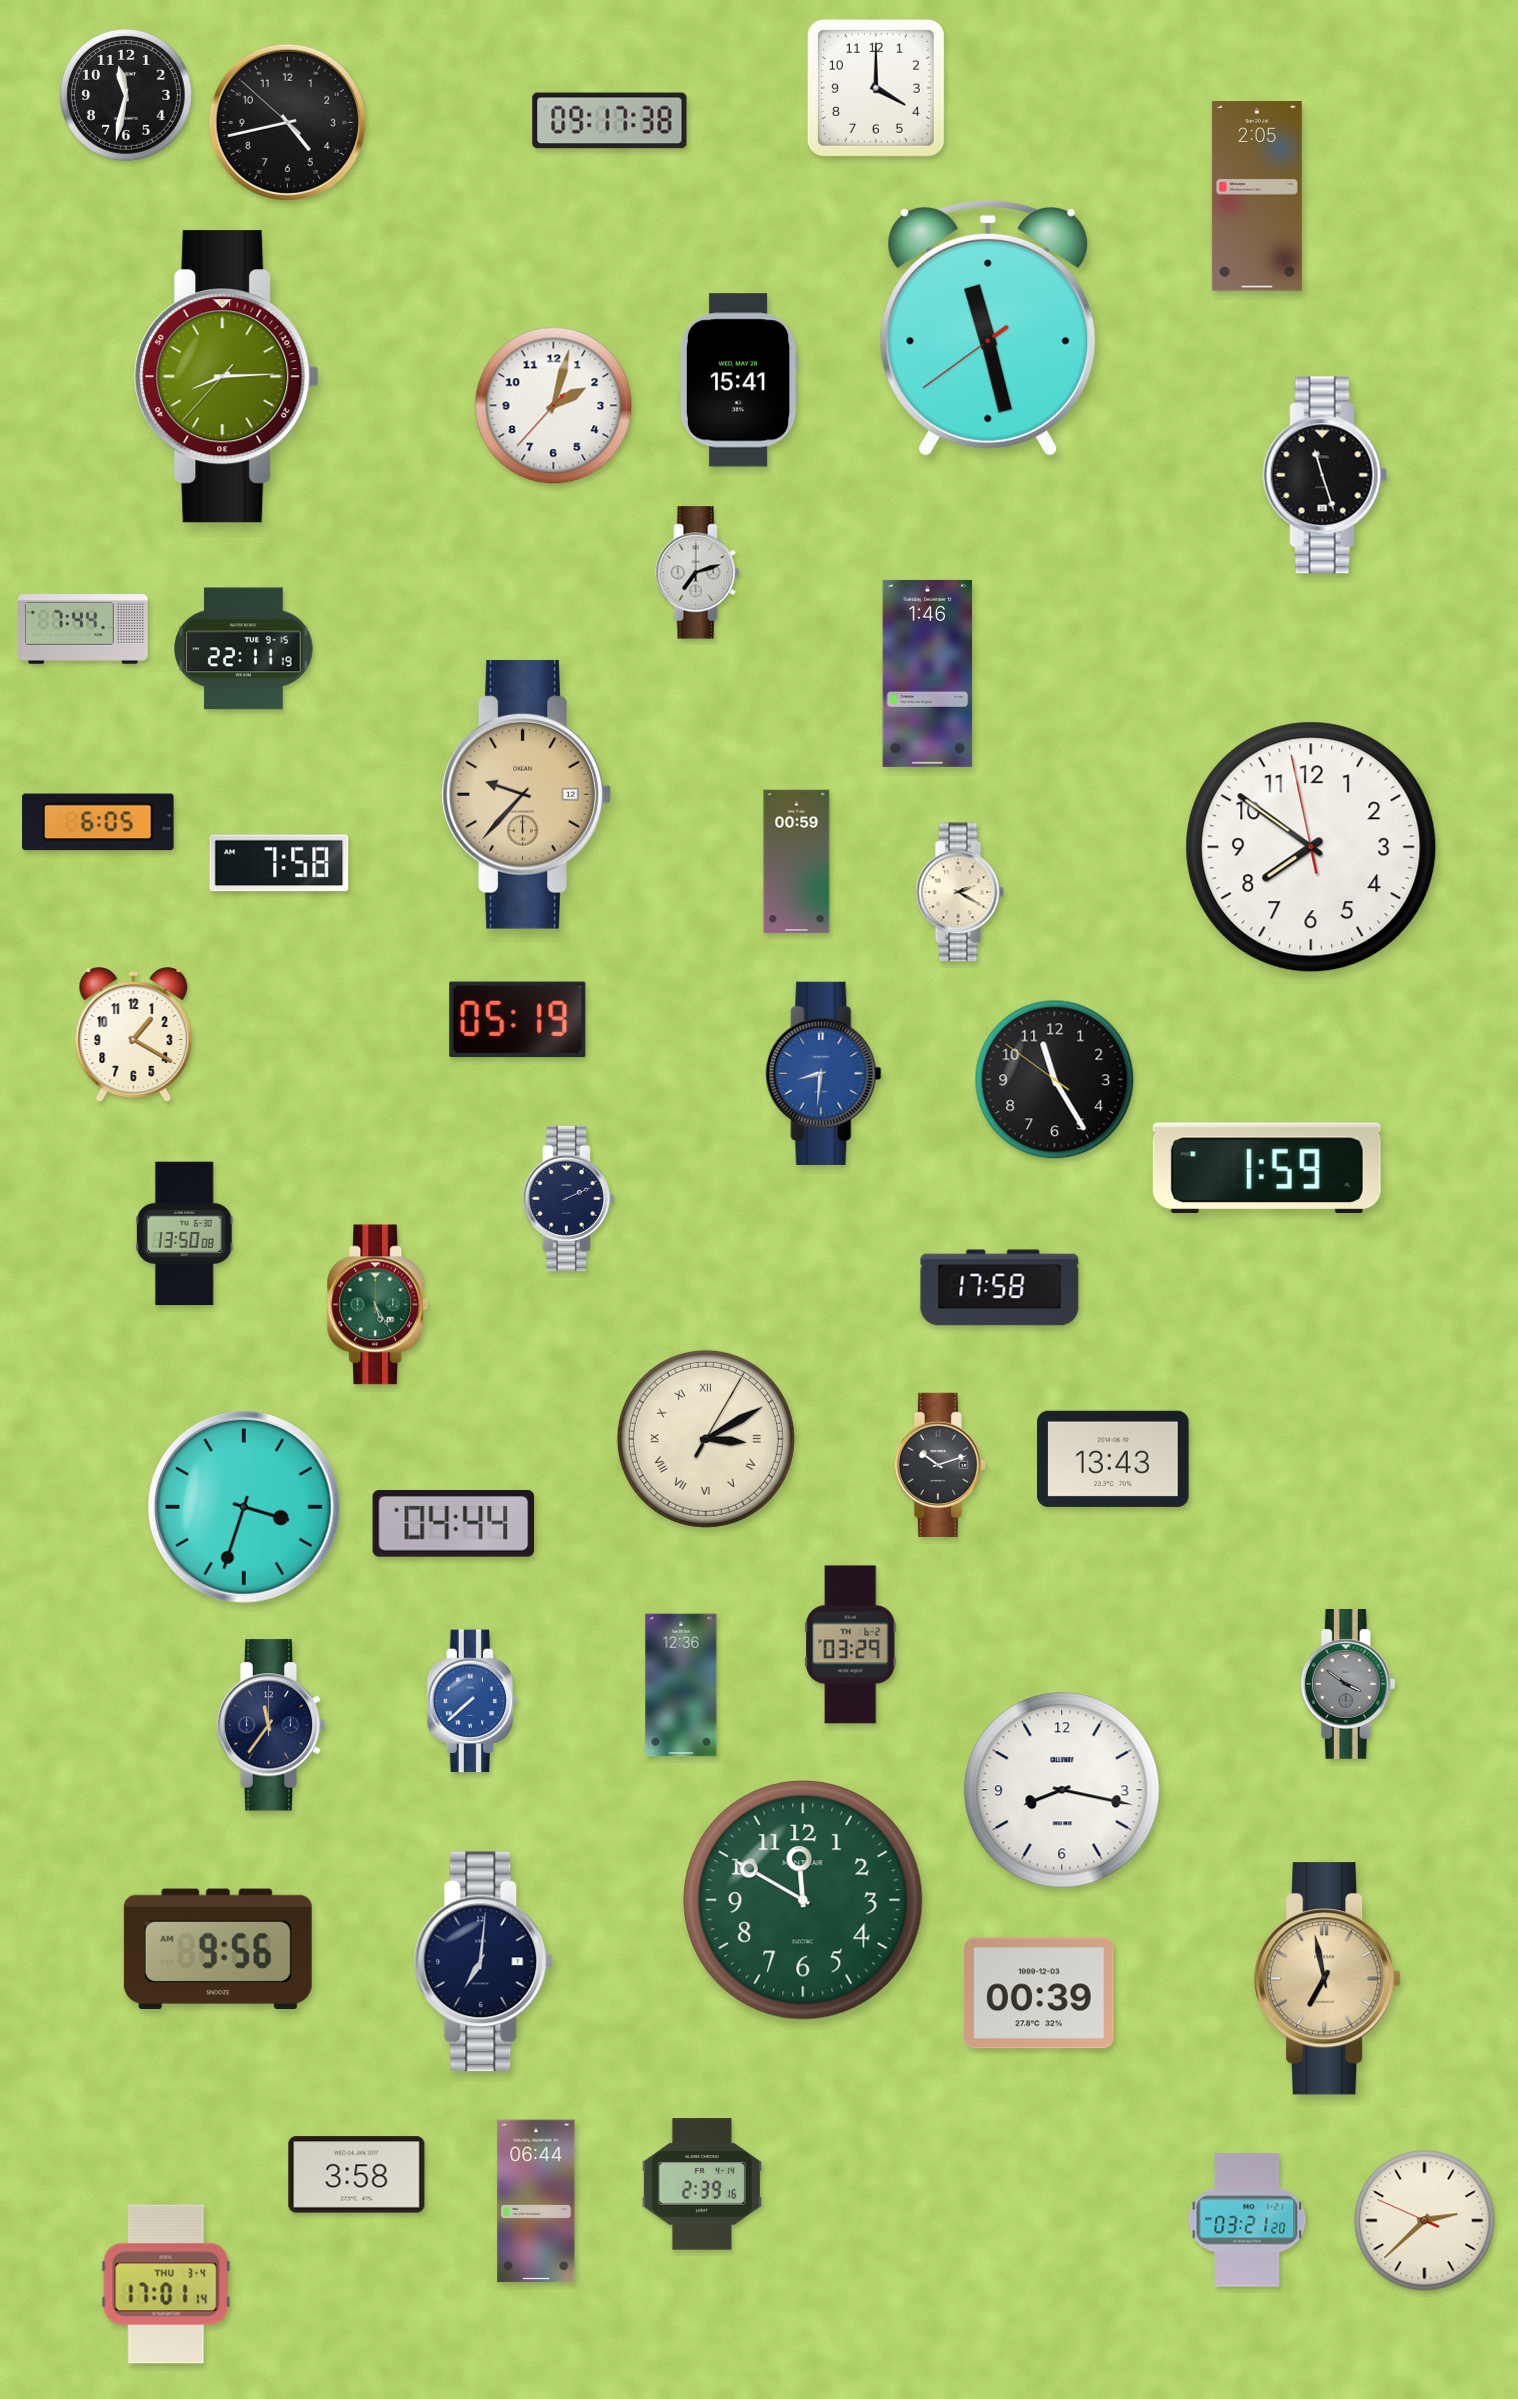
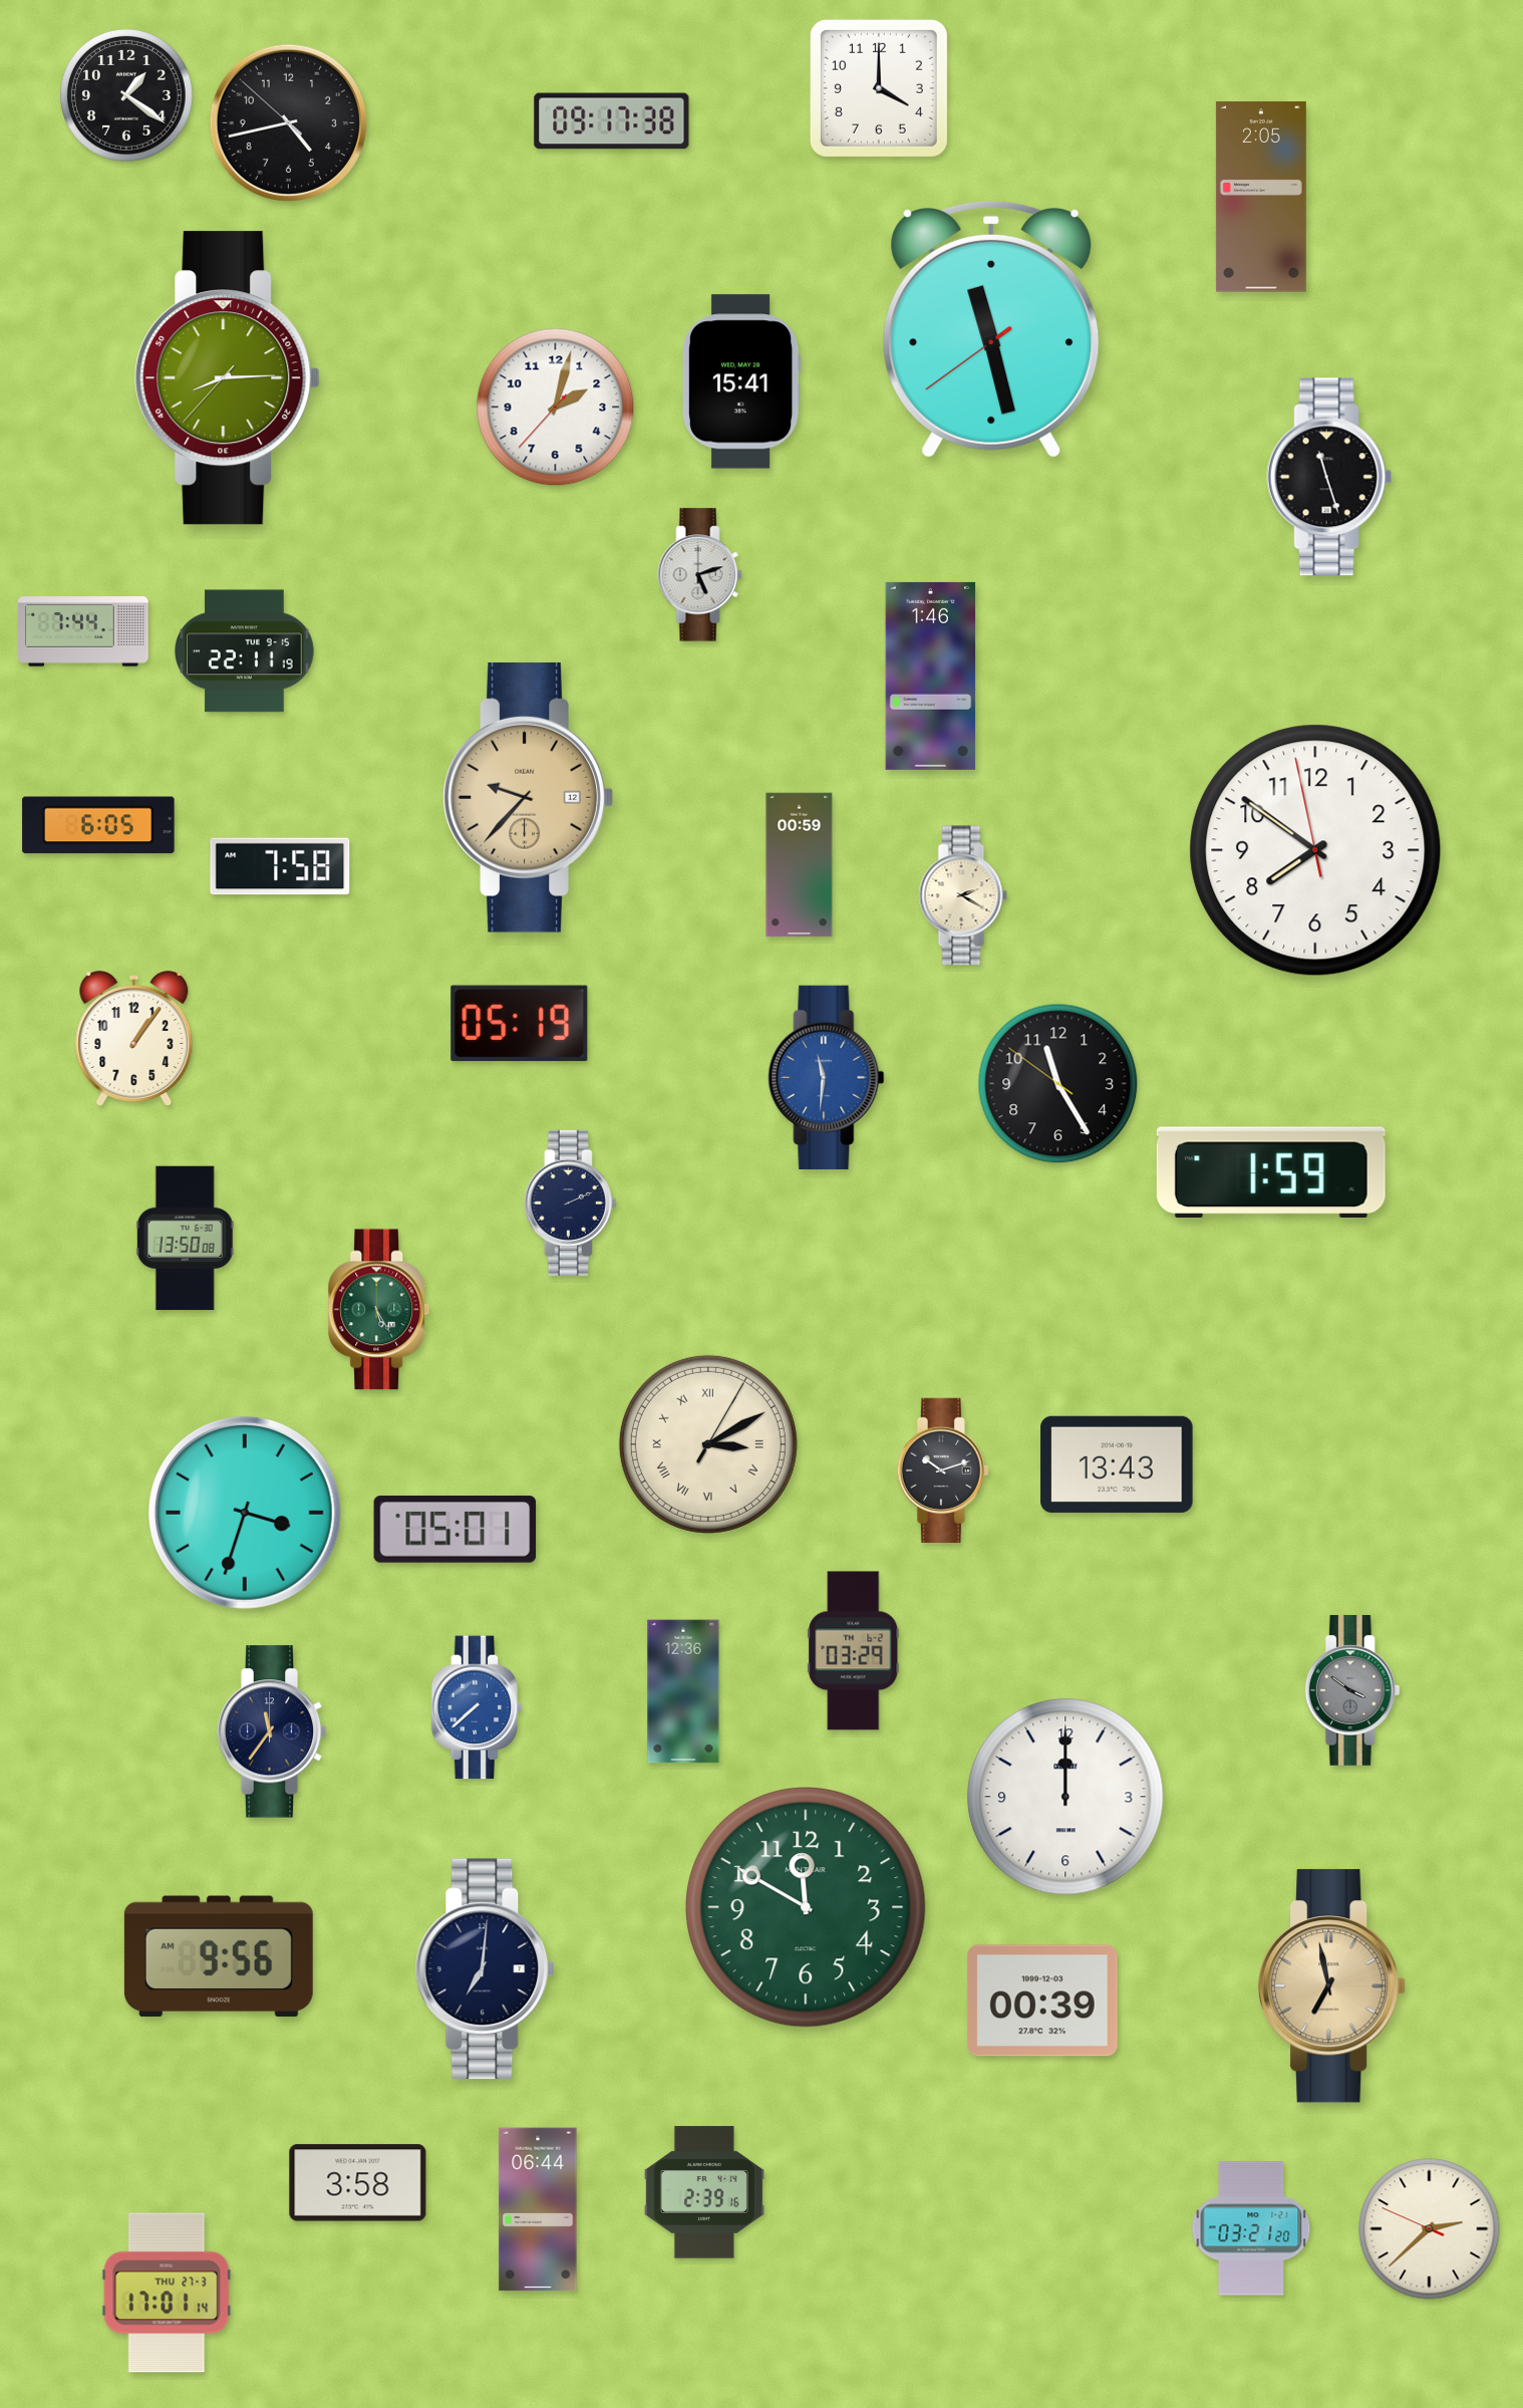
clock at (126, 95): 11:32 -> 1:21
clock at (698, 573): 7:12 -> 5:12
clock at (134, 1035): 1:20 -> 1:06
clock at (824, 1073): 8:31 -> 11:31
clock at (1000, 1288): 17:58 -> none
clock at (454, 1524): 04:44 -> 05:01
clock at (472, 1701) position: (472, 1701) -> (477, 1707)
clock at (1062, 1790): 8:17 -> 12:00
clock at (166, 2284) date: THU 3-4 -> THU 27-3
